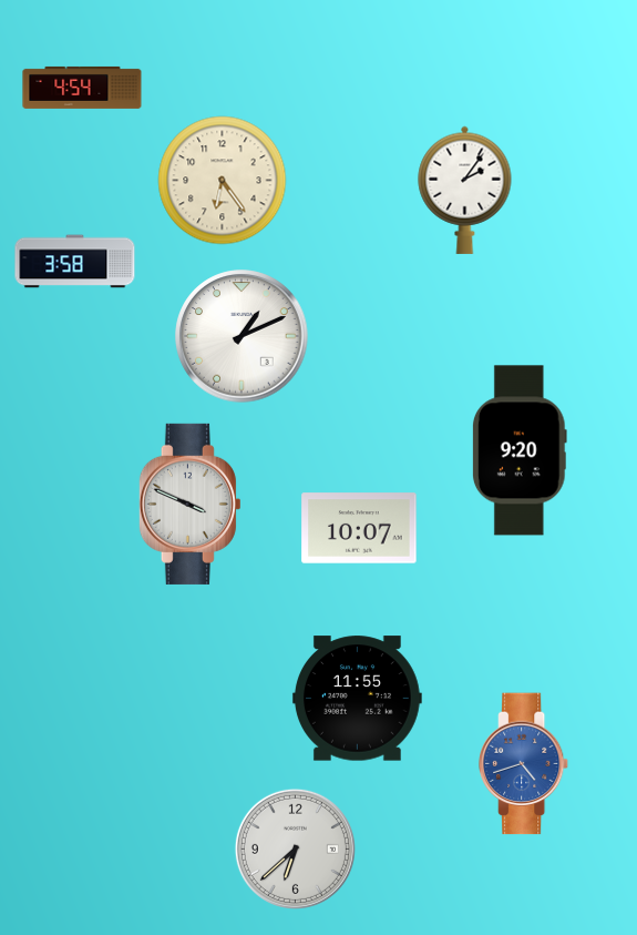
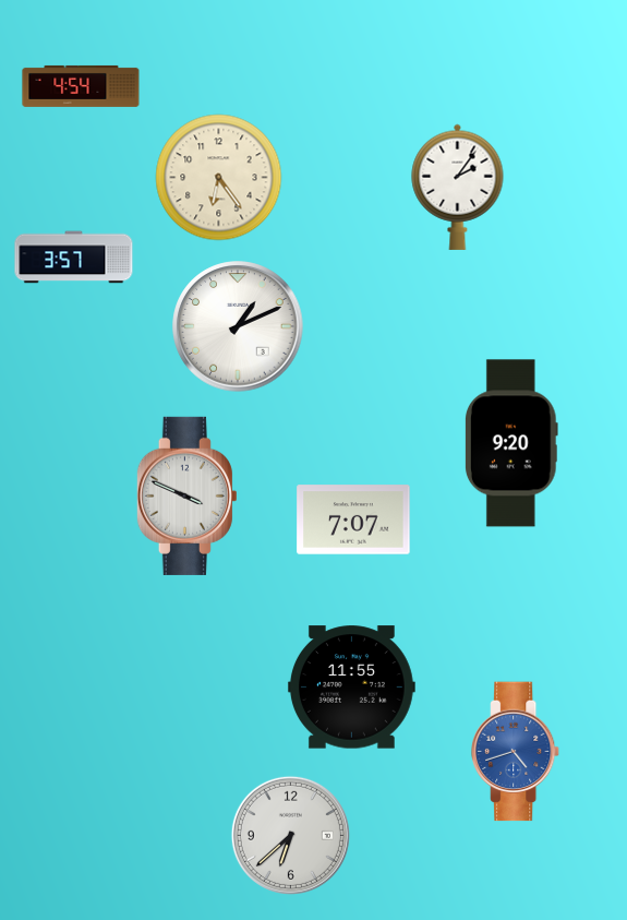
clock at (75, 262): 3:58 -> 3:57
clock at (242, 336) position: (242, 336) -> (238, 326)
clock at (359, 528): 10:07 -> 7:07
